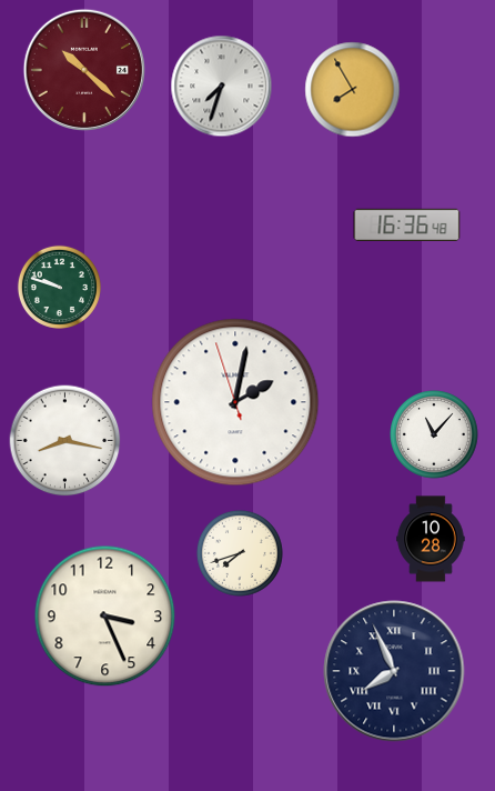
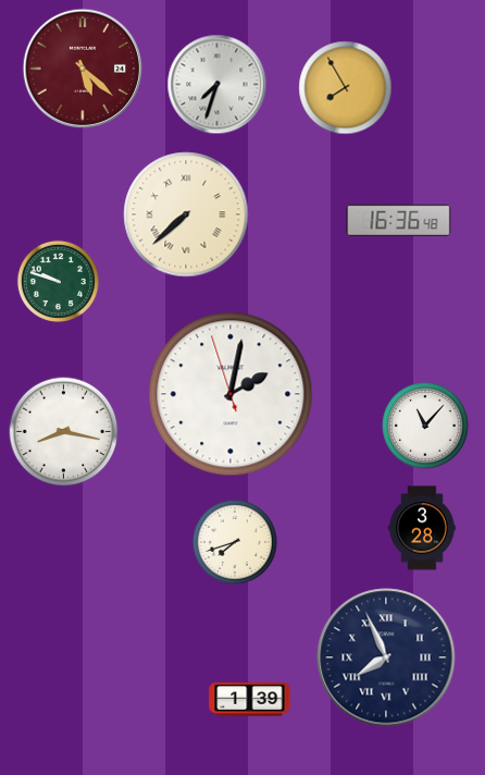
clock at (83, 69): 10:22 -> 5:22
clock at (186, 214): none -> 7:38
clock at (431, 539): 10:28 -> 3:28
clock at (105, 617): 3:26 -> none
clock at (250, 700): none -> 1:39
